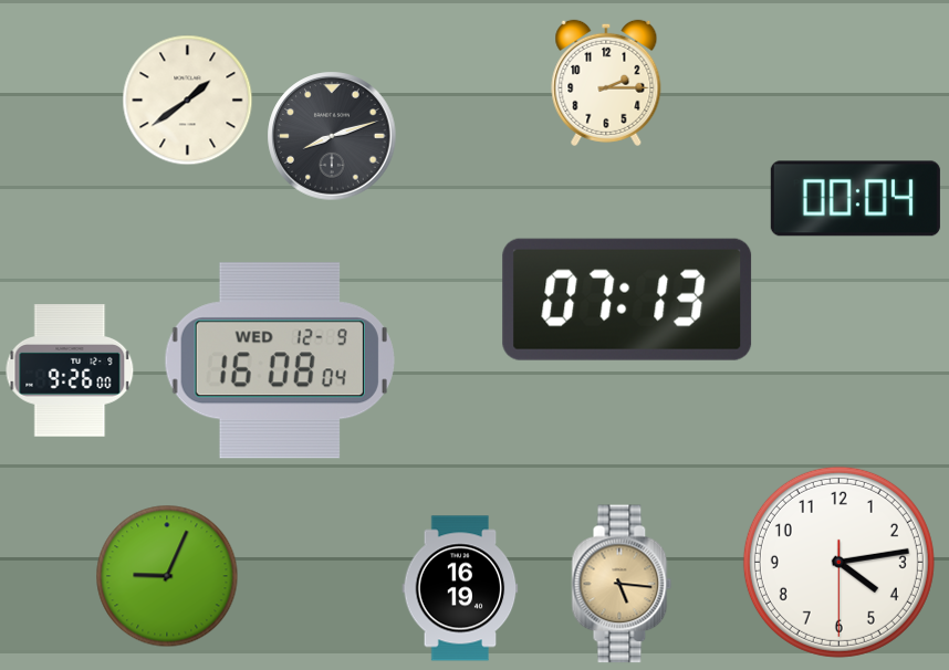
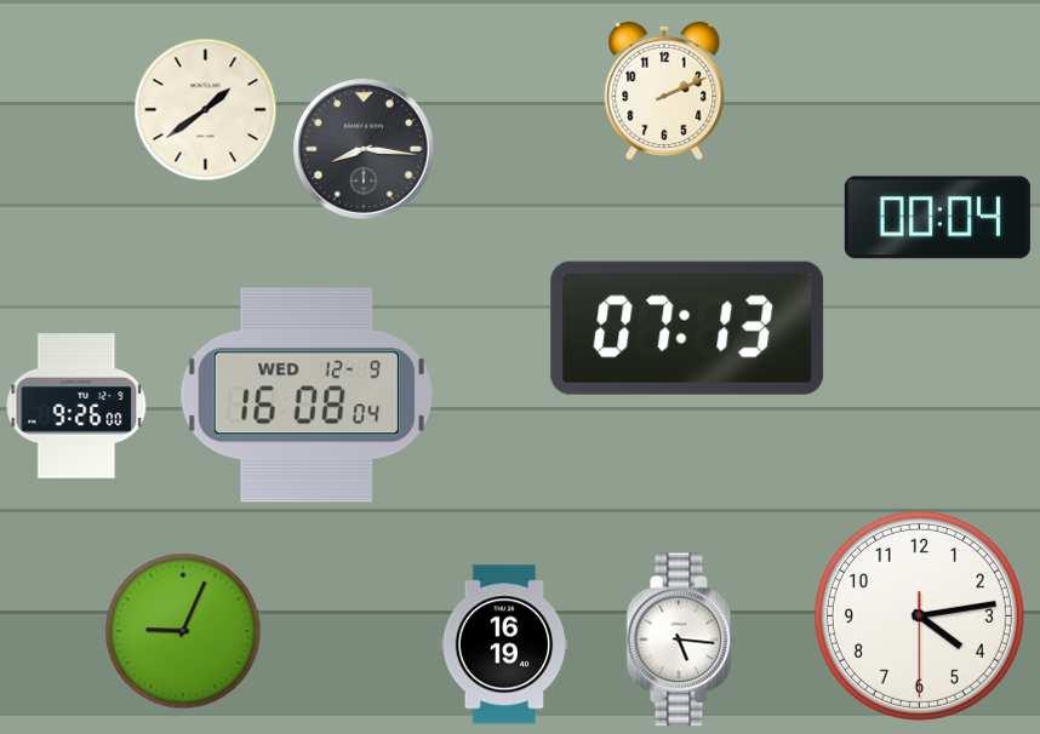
clock at (606, 83): 2:15 -> 2:11
clock at (332, 136): 8:12 -> 8:16
clock at (622, 584) dial: champagne -> white
